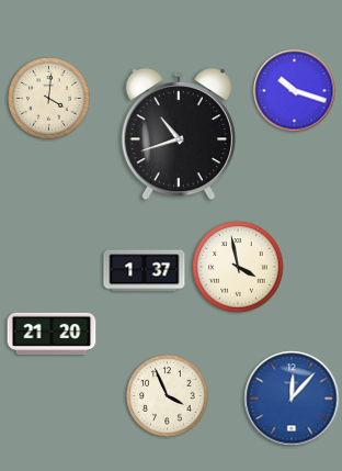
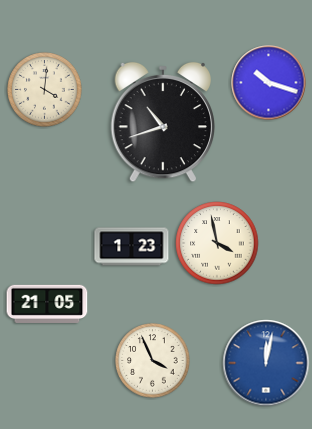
clock at (145, 271): 1:37 -> 1:23
clock at (52, 333): 21:20 -> 21:05
clock at (292, 399): 12:07 -> 12:02
